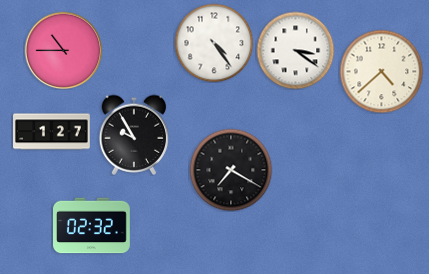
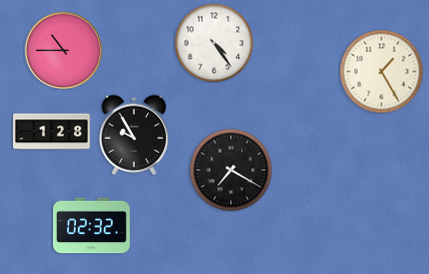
clock at (295, 50): 3:21 -> none
clock at (381, 71): 4:38 -> 1:25
clock at (52, 132): 1:27 -> 1:28
